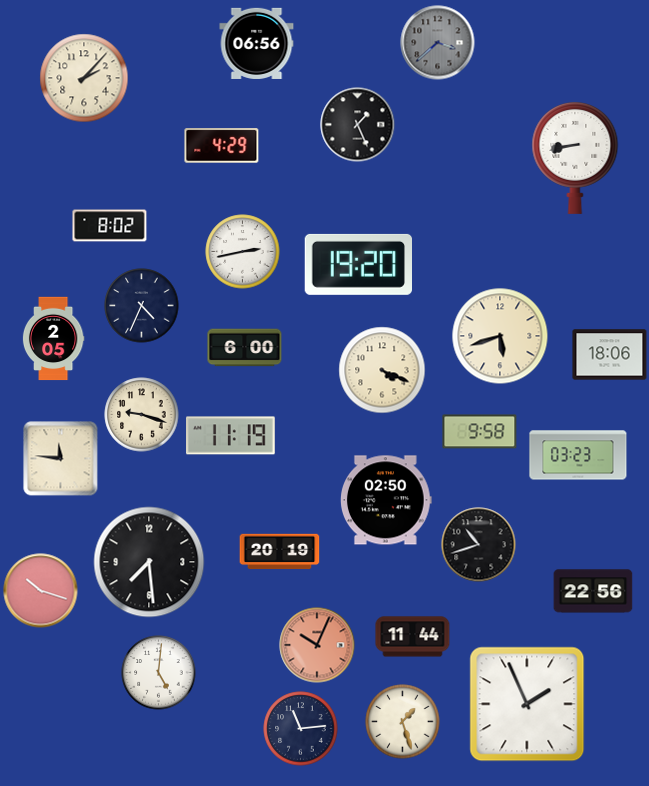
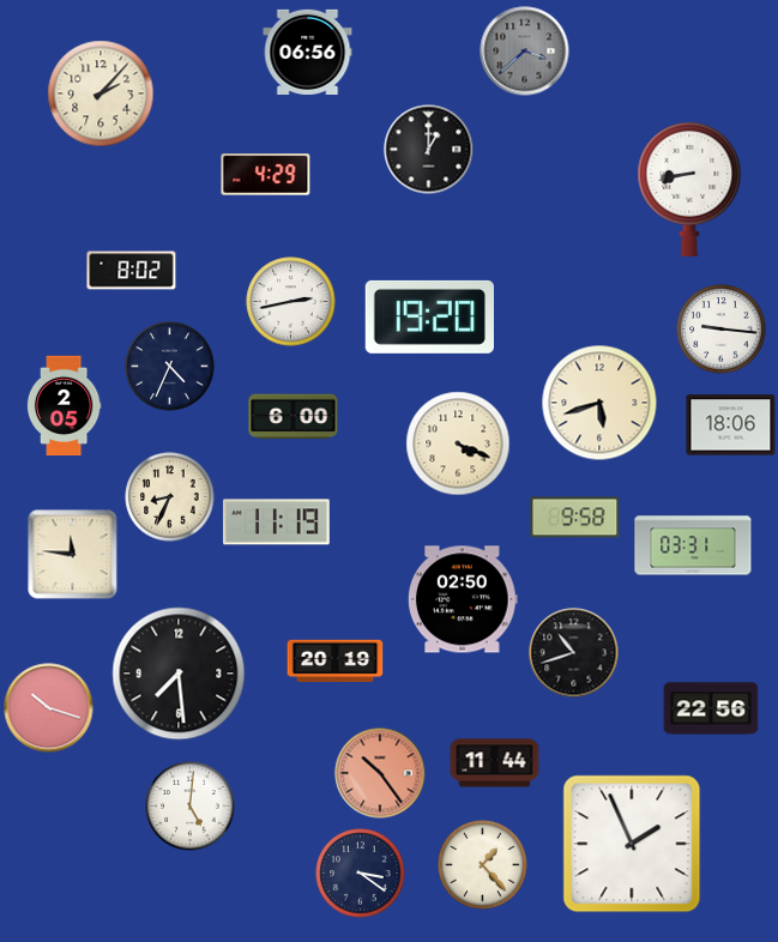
clock at (358, 125): 1:26 -> 1:00
clock at (722, 330): none -> 9:16
clock at (142, 415): 9:18 -> 8:34
clock at (578, 455): 03:23 -> 03:31
clock at (61, 459) position: (61, 459) -> (73, 555)
clock at (317, 645): 10:04 -> 10:24
clock at (403, 722): 1:27 -> 1:23
clock at (301, 729): 11:14 -> 3:21
